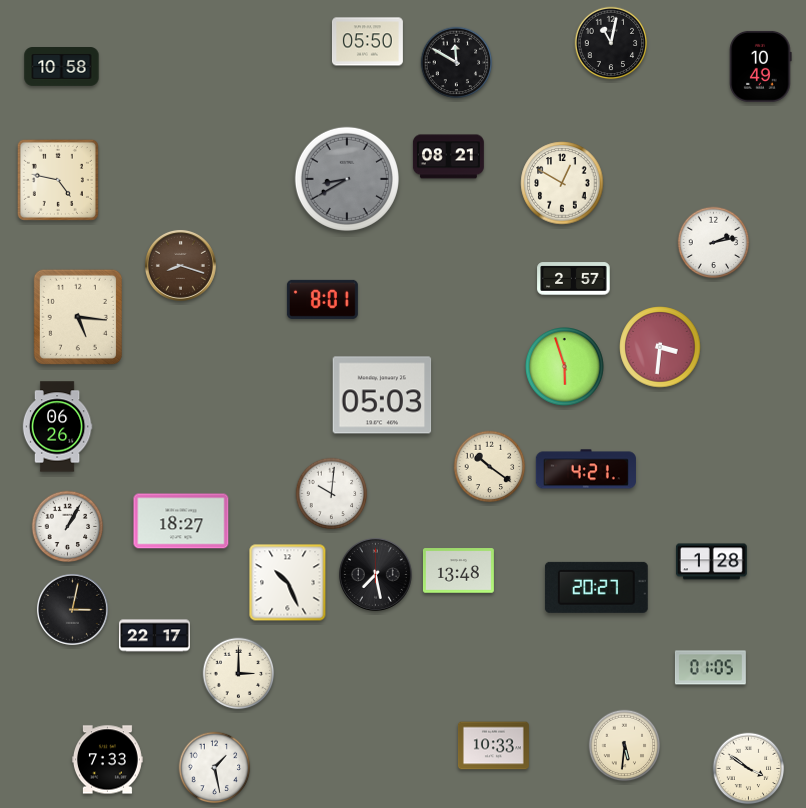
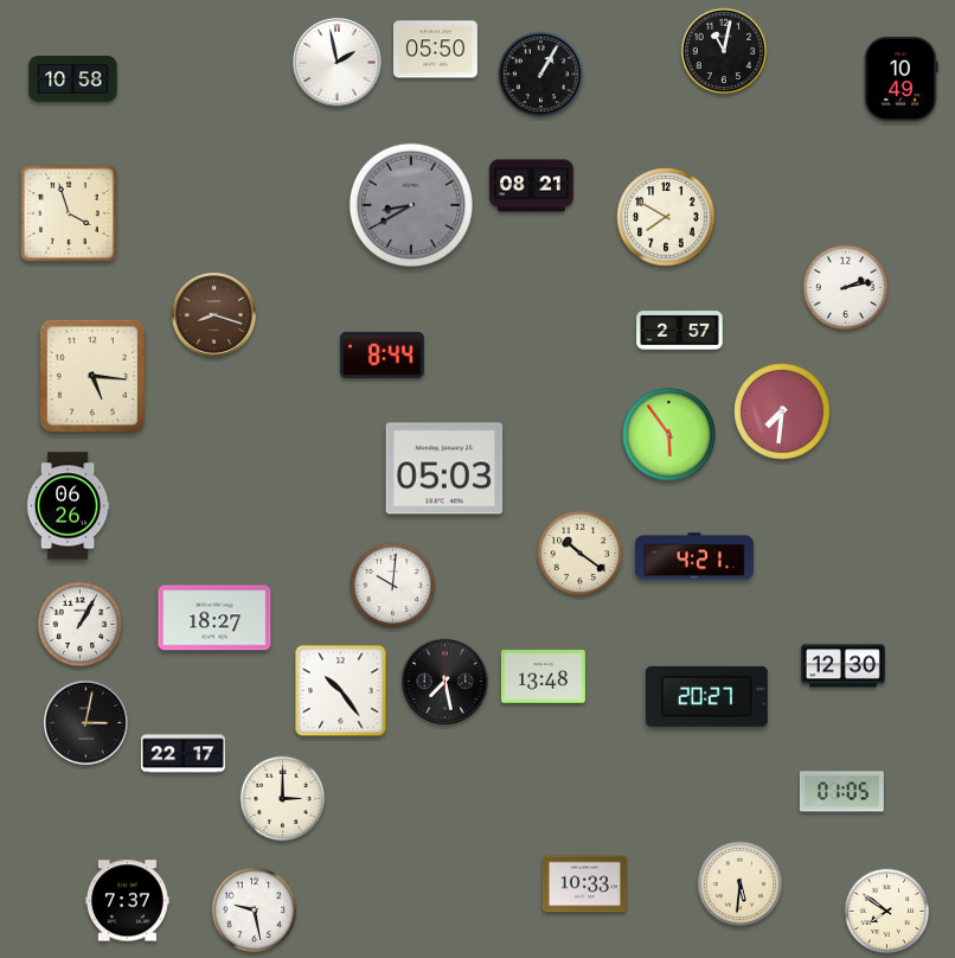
clock at (338, 63): none -> 1:58
clock at (457, 63): 11:50 -> 1:05
clock at (347, 179) position: (347, 179) -> (411, 205)
clock at (58, 180): 4:47 -> 3:57
clock at (562, 183): 12:50 -> 7:50
clock at (322, 299): 8:01 -> 8:44
clock at (660, 347): 3:31 -> 7:31
clock at (565, 367): 5:57 -> 5:54
clock at (382, 395) position: (382, 395) -> (444, 468)
clock at (711, 562): 1:28 -> 12:30
clock at (288, 583): 10:26 -> 10:24
clock at (107, 760): 7:33 -> 7:37
clock at (215, 768): 1:28 -> 9:28
clock at (749, 769): 3:51 -> 7:51
